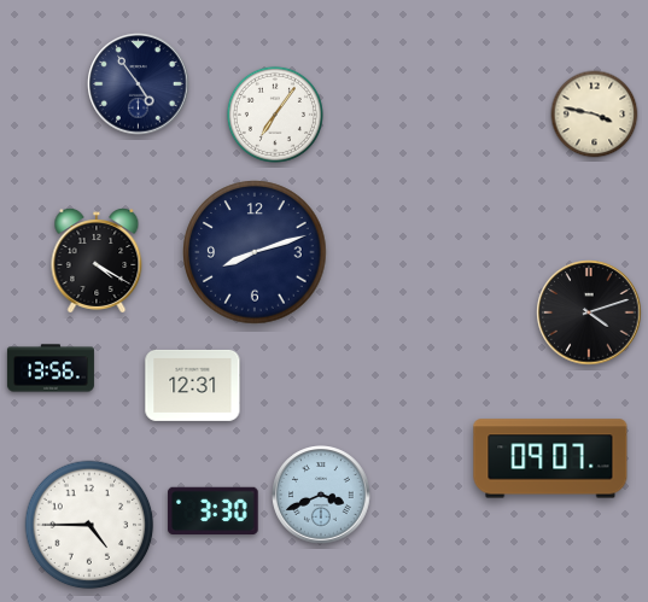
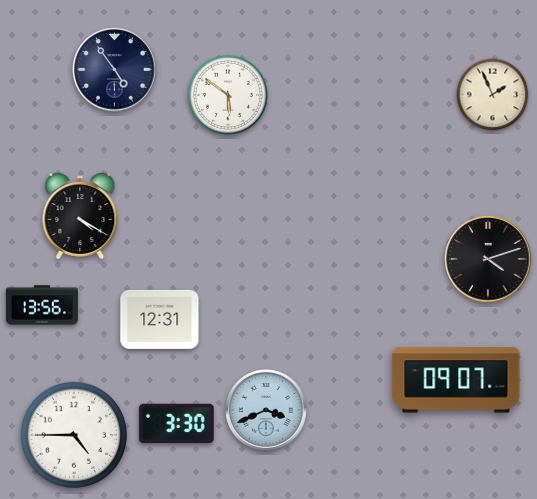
clock at (275, 115): 7:06 -> 5:51
clock at (595, 115): 3:47 -> 1:56
clock at (255, 252): 8:12 -> none
